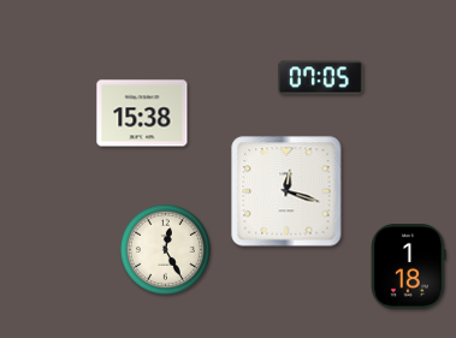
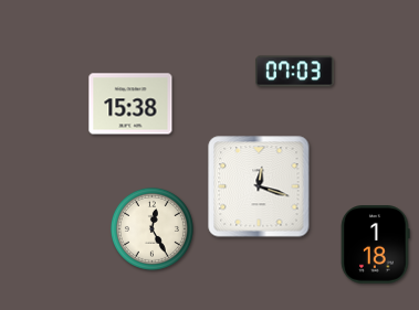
clock at (321, 78): 07:05 -> 07:03
clock at (286, 191) position: (286, 191) -> (259, 186)
